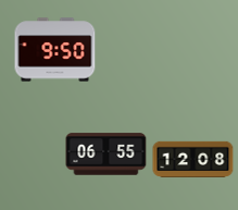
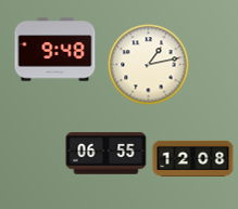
clock at (55, 50): 9:50 -> 9:48
clock at (149, 65): none -> 1:13
